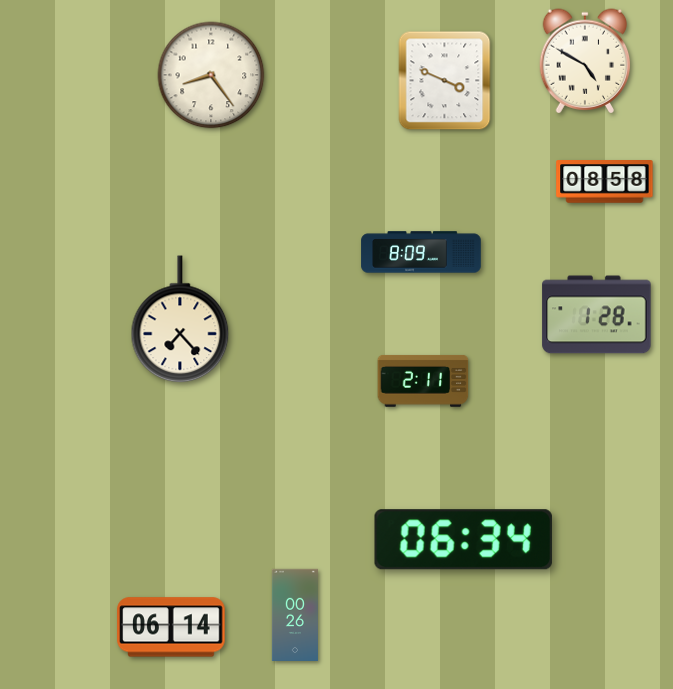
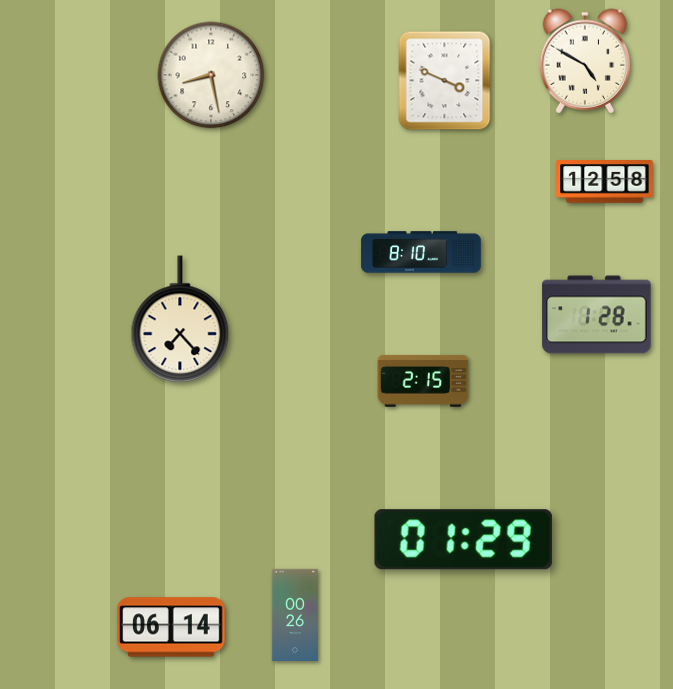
clock at (211, 75): 8:24 -> 8:28
clock at (605, 182): 08:58 -> 12:58
clock at (421, 252): 8:09 -> 8:10
clock at (423, 381): 2:11 -> 2:15
clock at (463, 540): 06:34 -> 01:29
